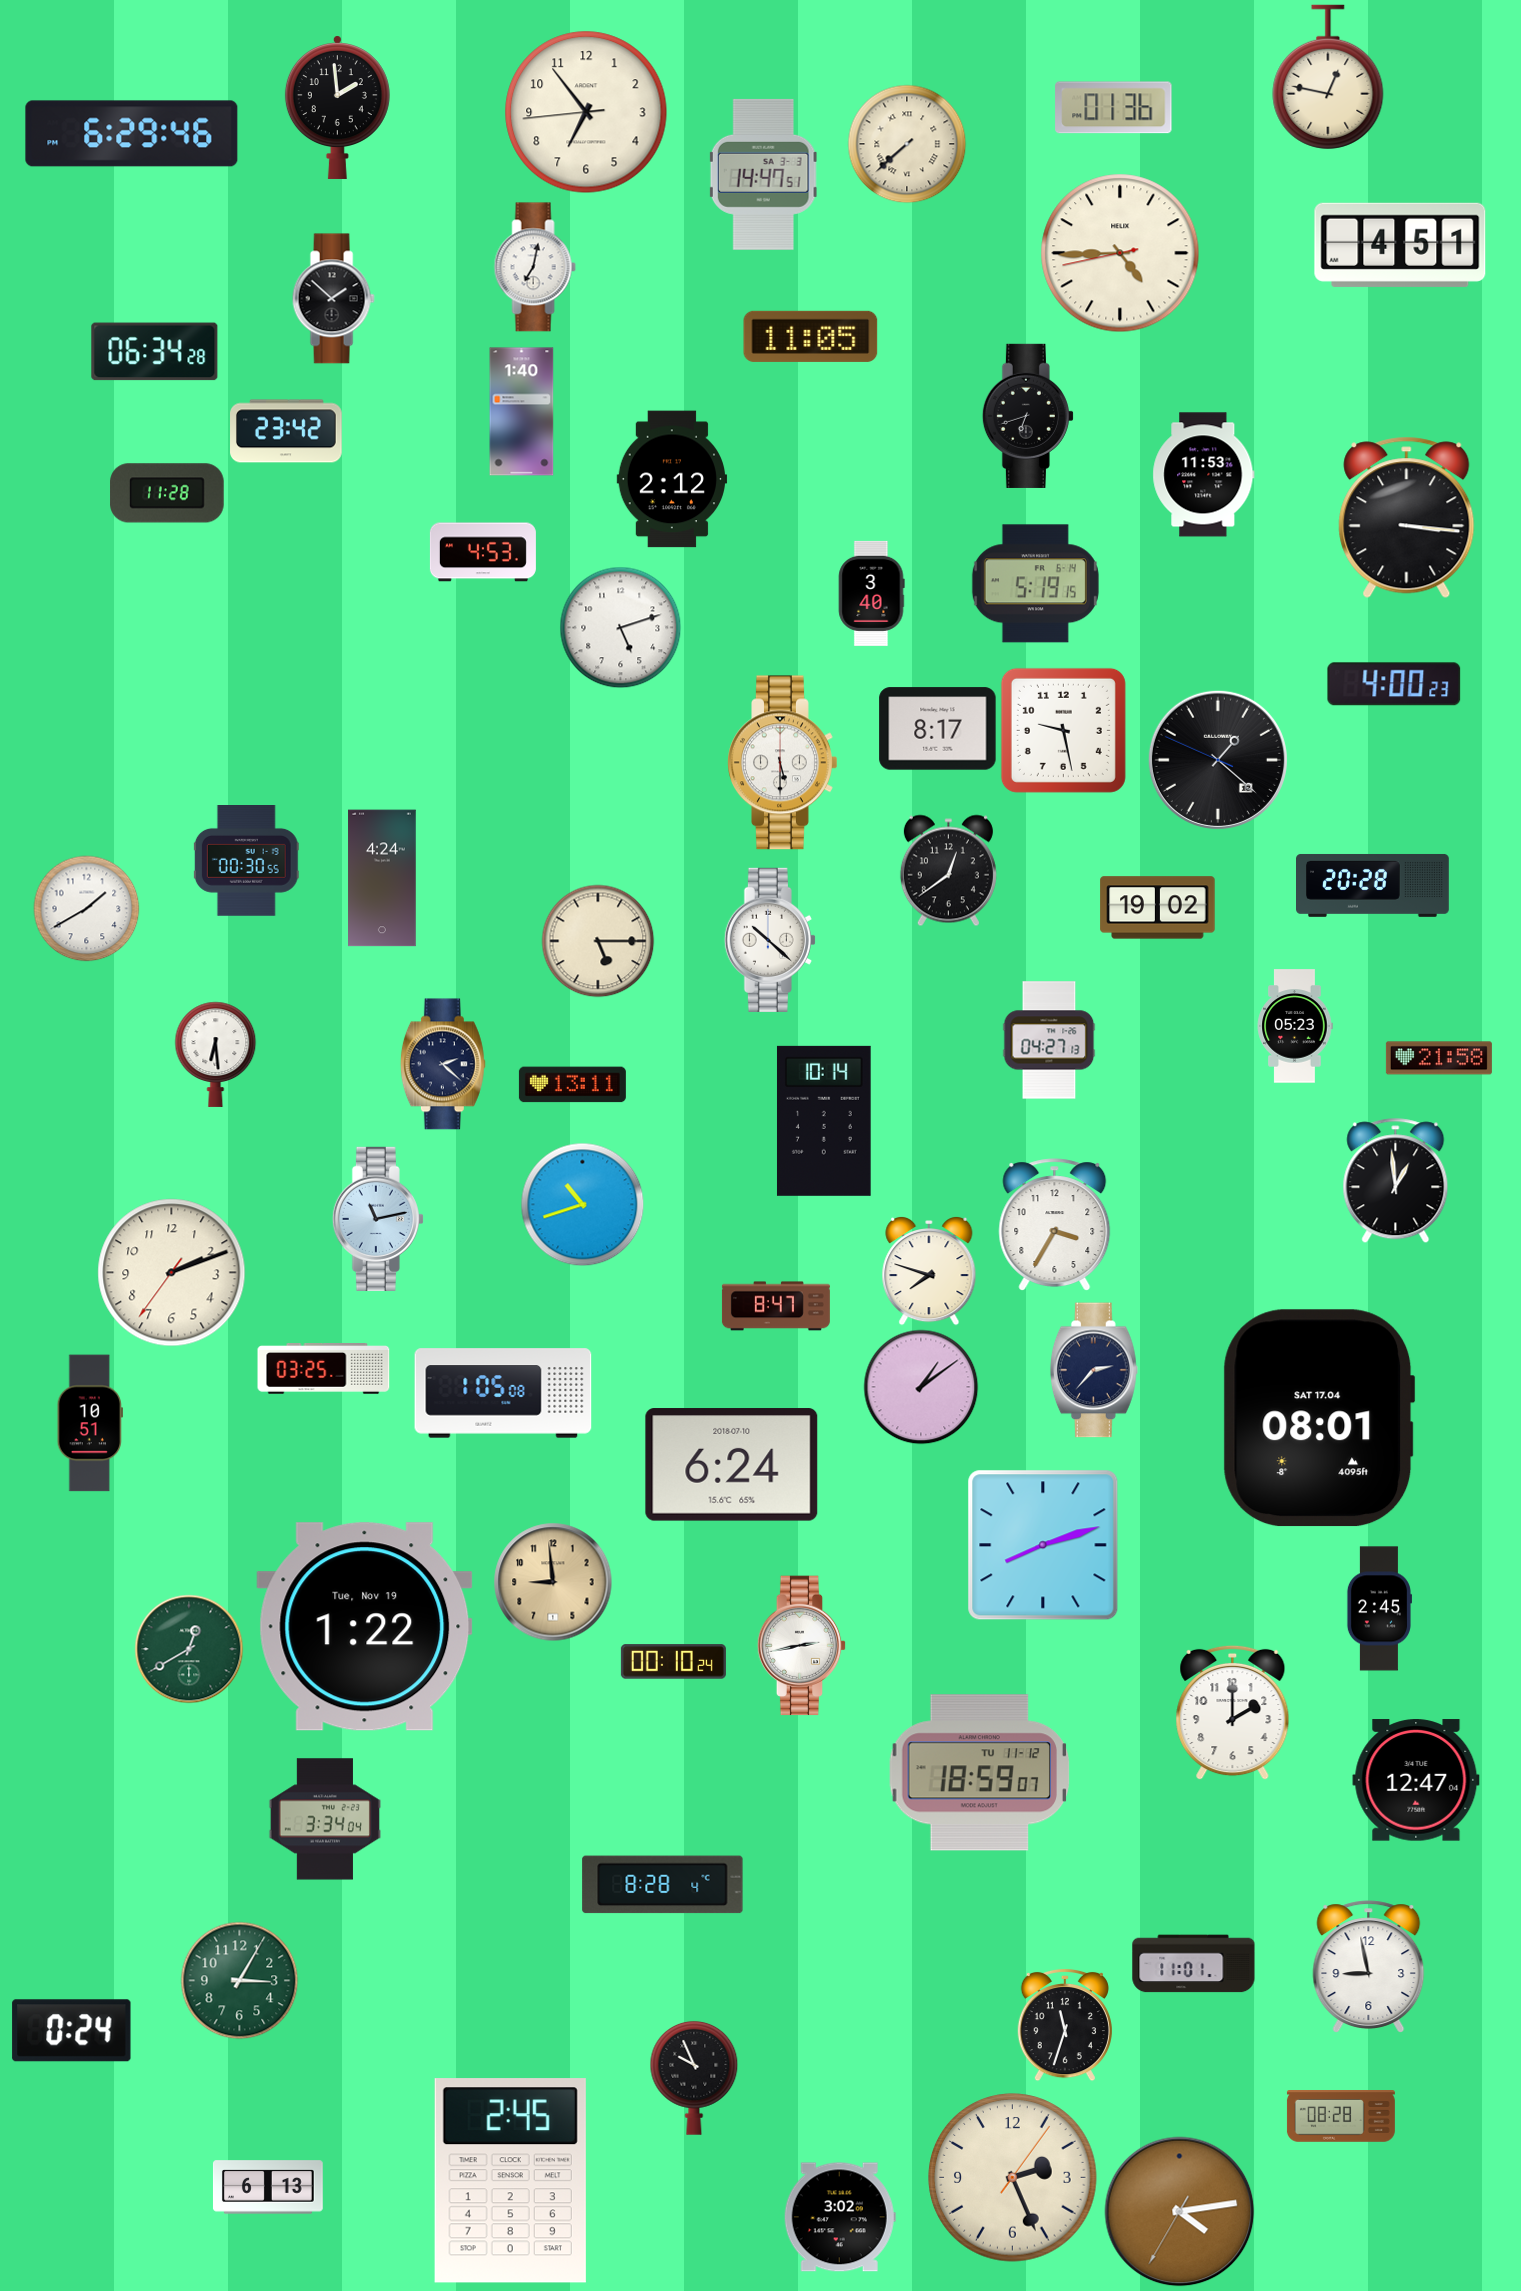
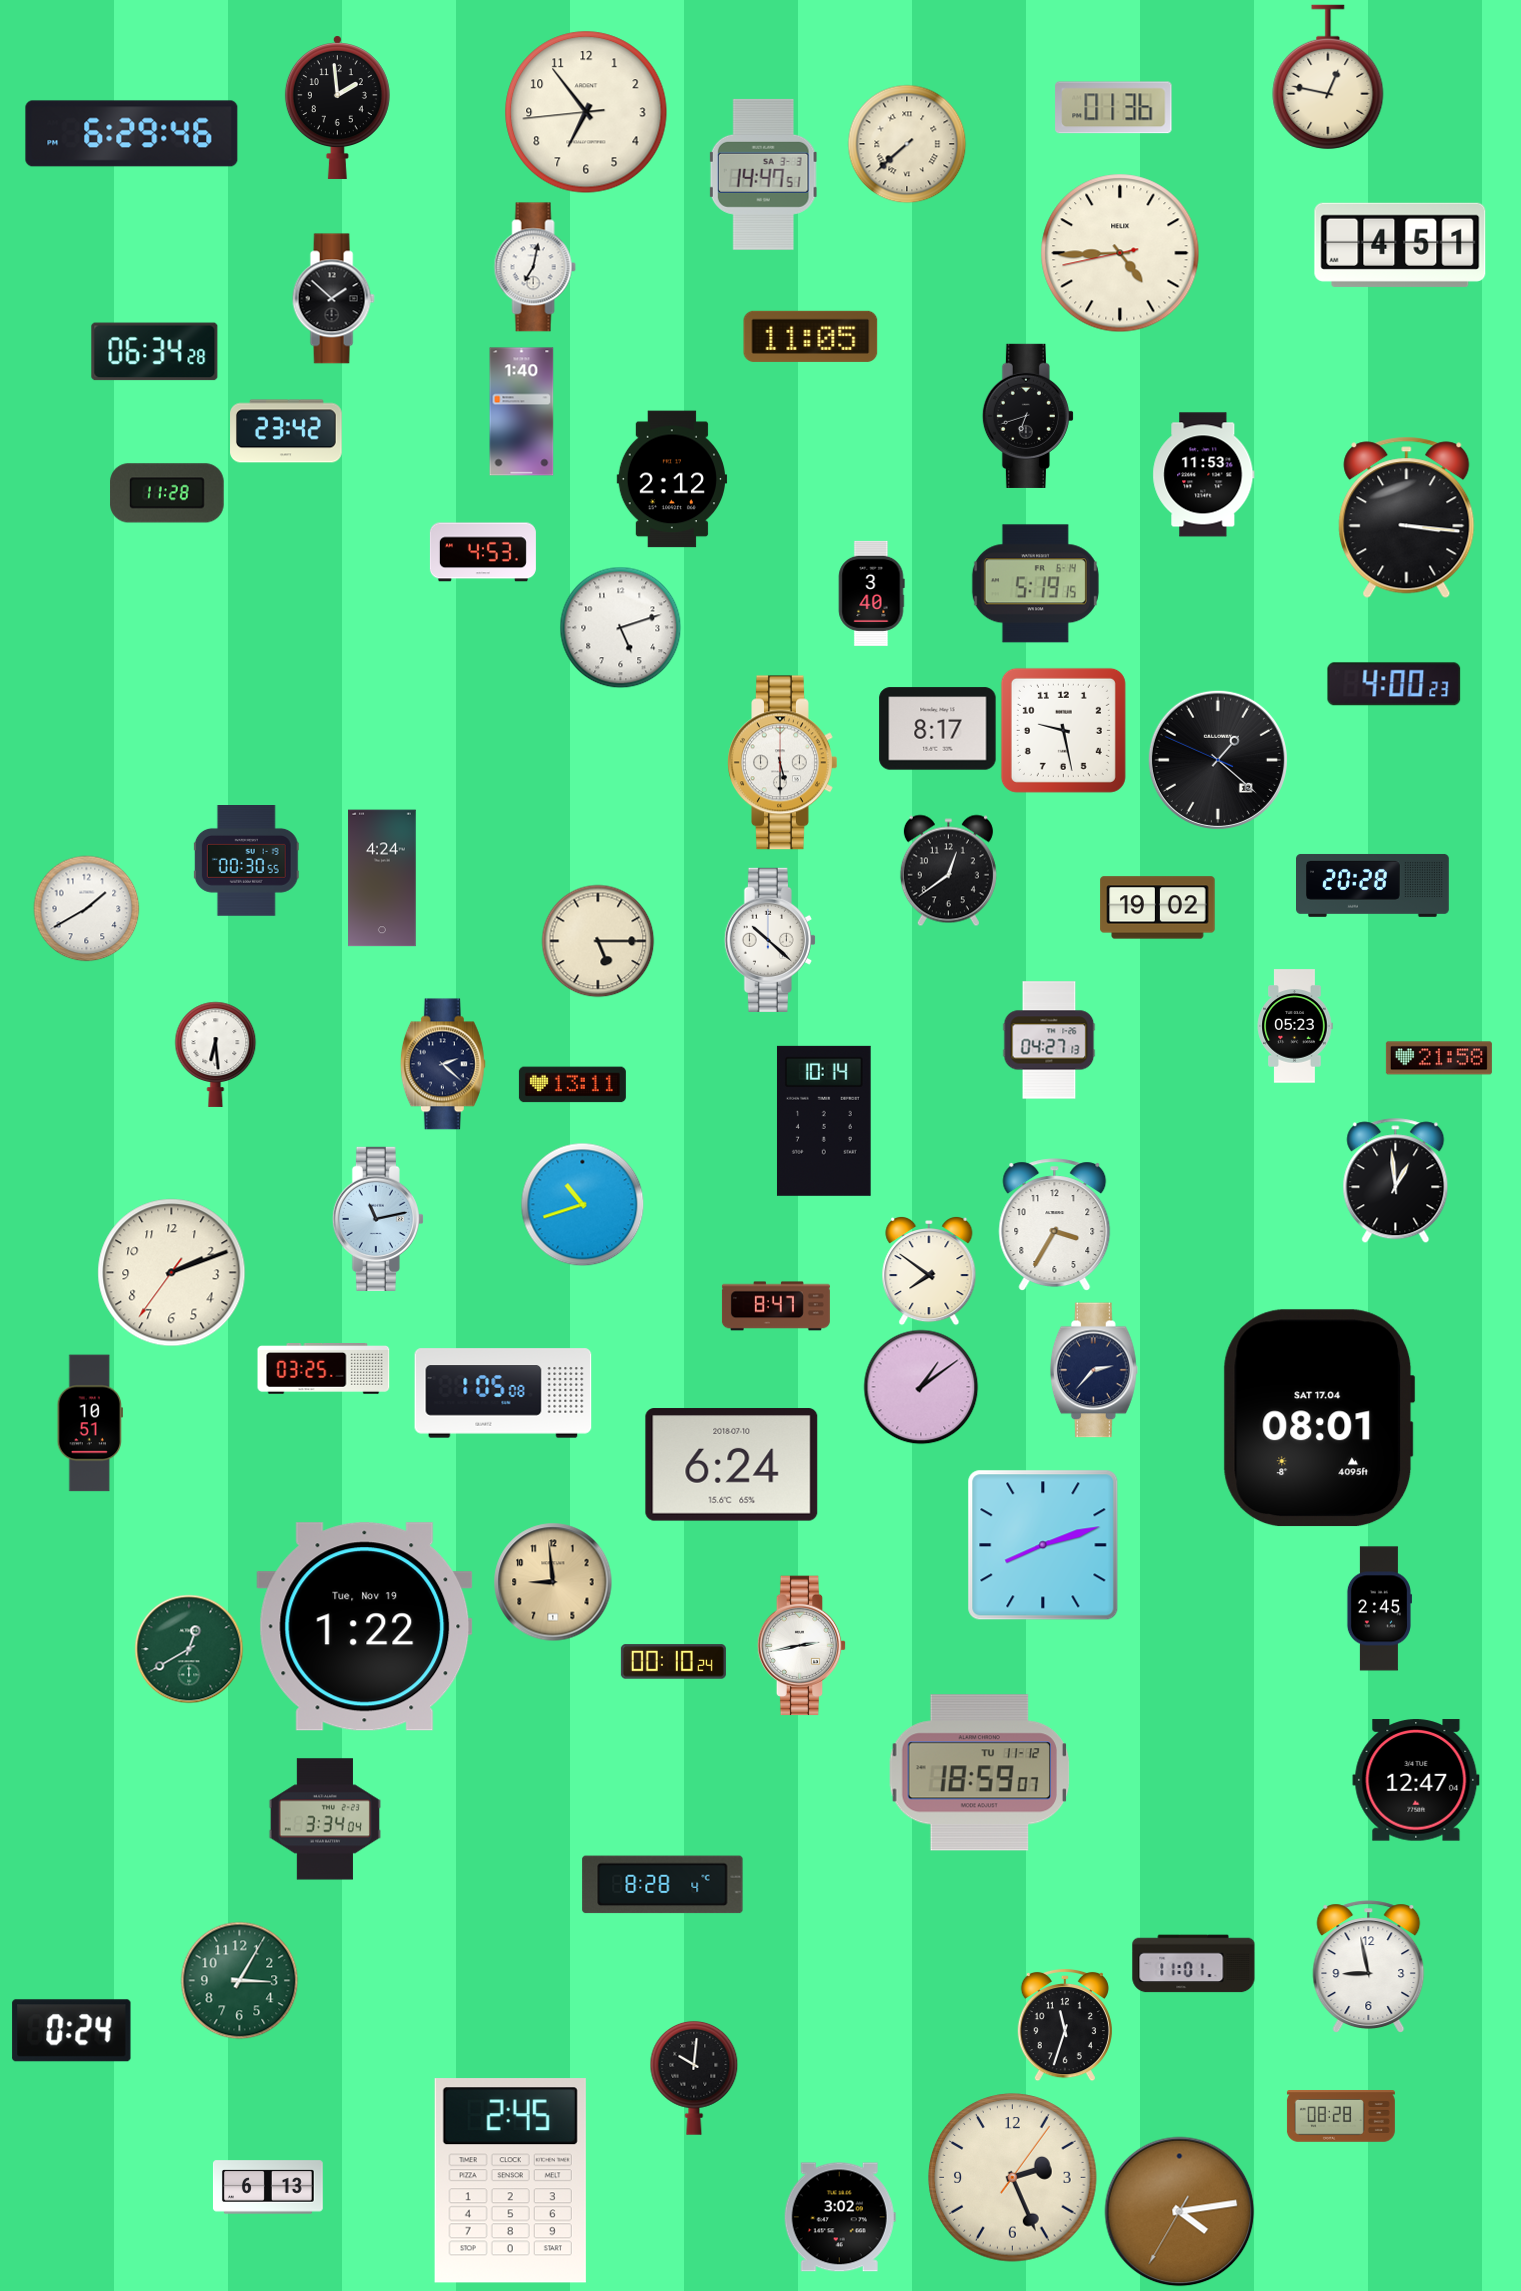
clock at (929, 1271): 7:48 -> 7:51
clock at (1233, 1713): 2:00 -> none
clock at (694, 2078): 9:56 -> 10:01
